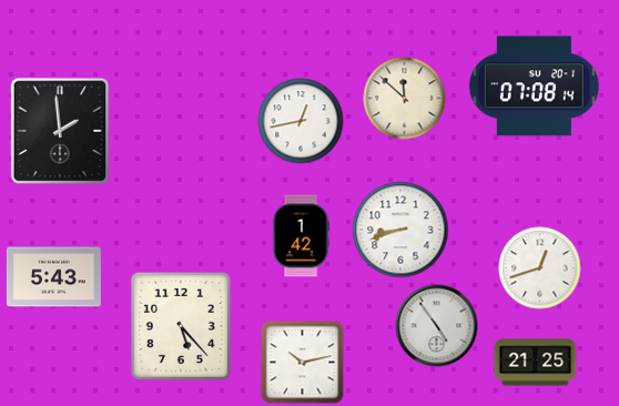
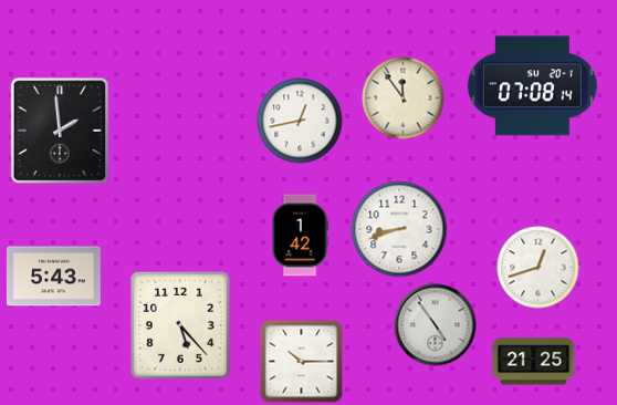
clock at (405, 99): 11:52 -> 11:54
clock at (303, 363): 10:13 -> 10:15
